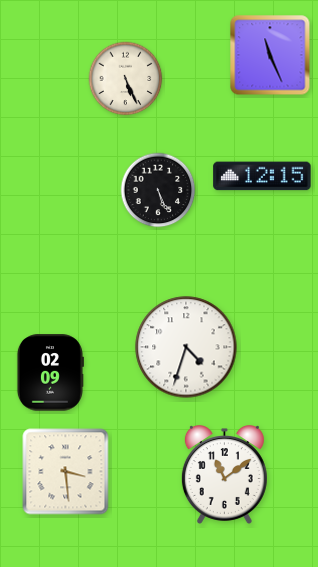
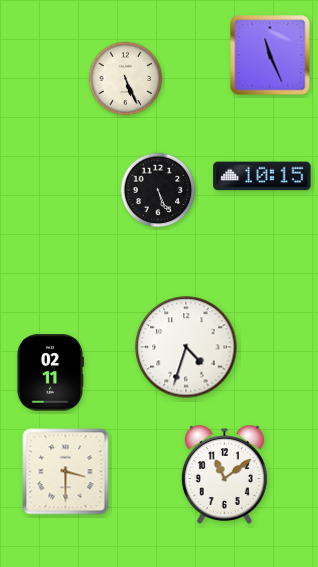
clock at (262, 176): 12:15 -> 10:15
clock at (50, 373): 02:09 -> 02:11
clock at (66, 472): 3:29 -> 3:30
